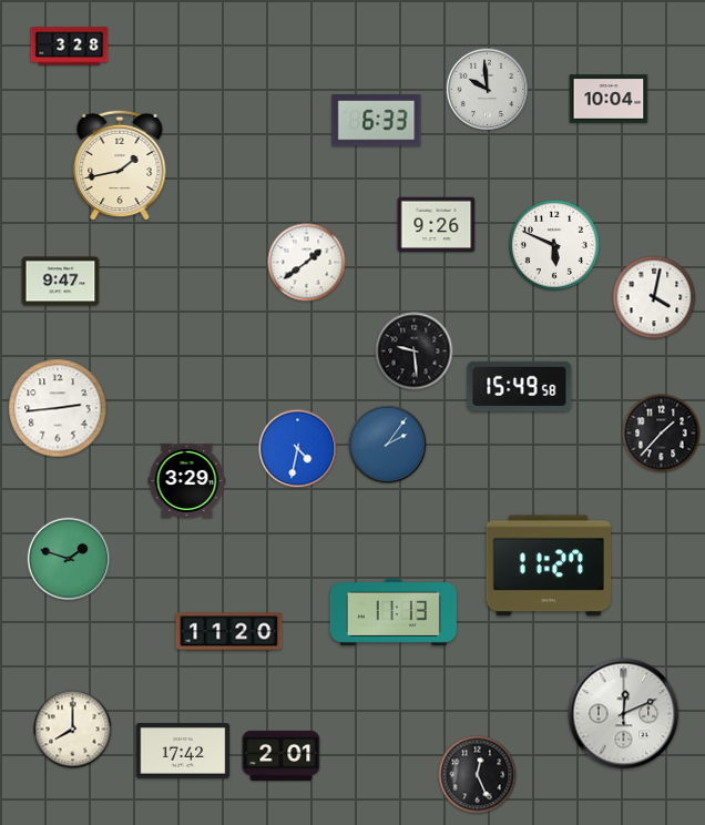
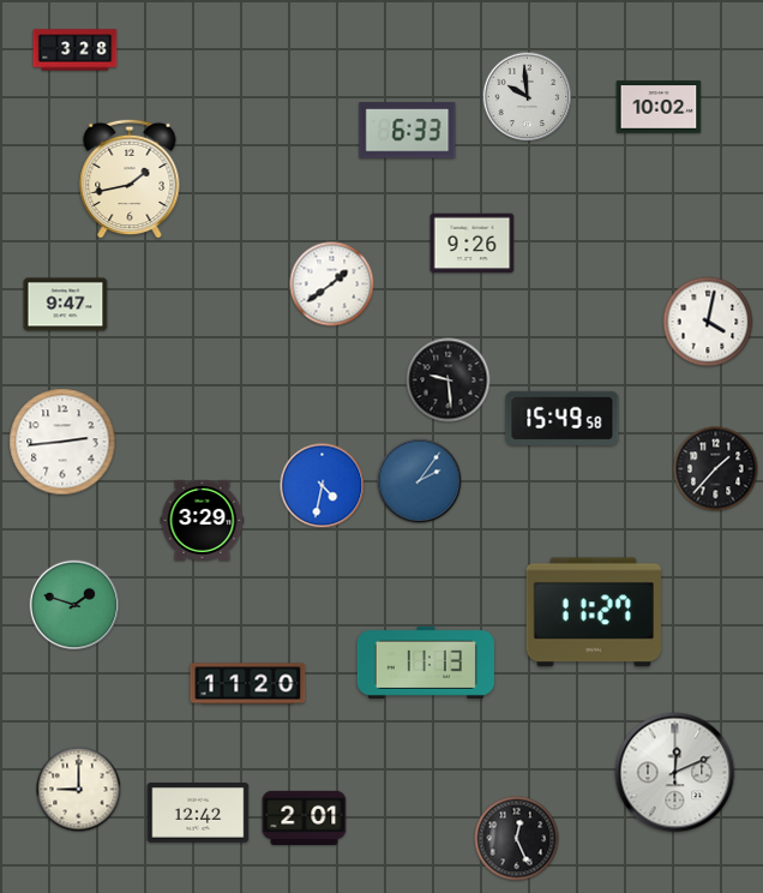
clock at (609, 99): 10:04 -> 10:02
clock at (554, 245): 5:49 -> none
clock at (73, 730): 8:00 -> 9:00
clock at (183, 751): 17:42 -> 12:42
